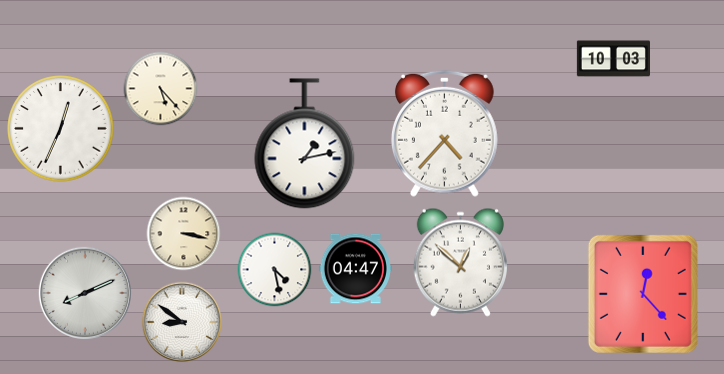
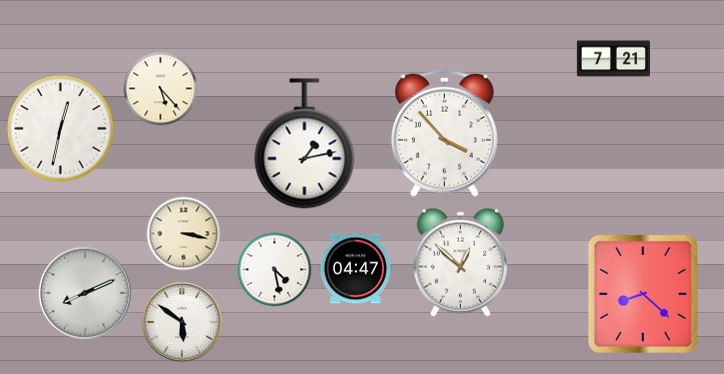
clock at (613, 59): 10:03 -> 7:21
clock at (61, 129): 12:34 -> 12:32
clock at (444, 133): 4:37 -> 3:53
clock at (643, 294): 12:23 -> 8:22
clock at (182, 322): 8:51 -> 5:51
